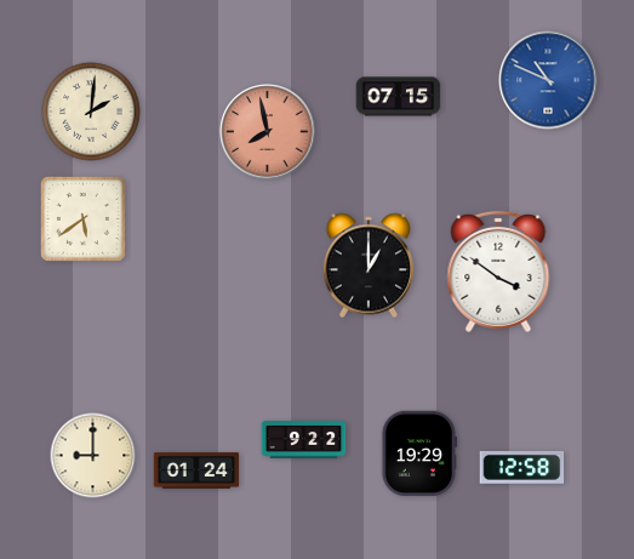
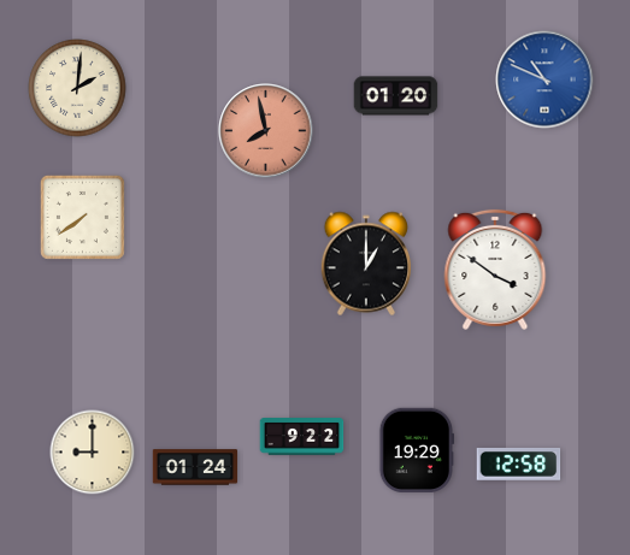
clock at (399, 97): 07:15 -> 01:20
clock at (91, 112) position: (91, 112) -> (77, 88)
clock at (82, 218): 5:39 -> 7:39
